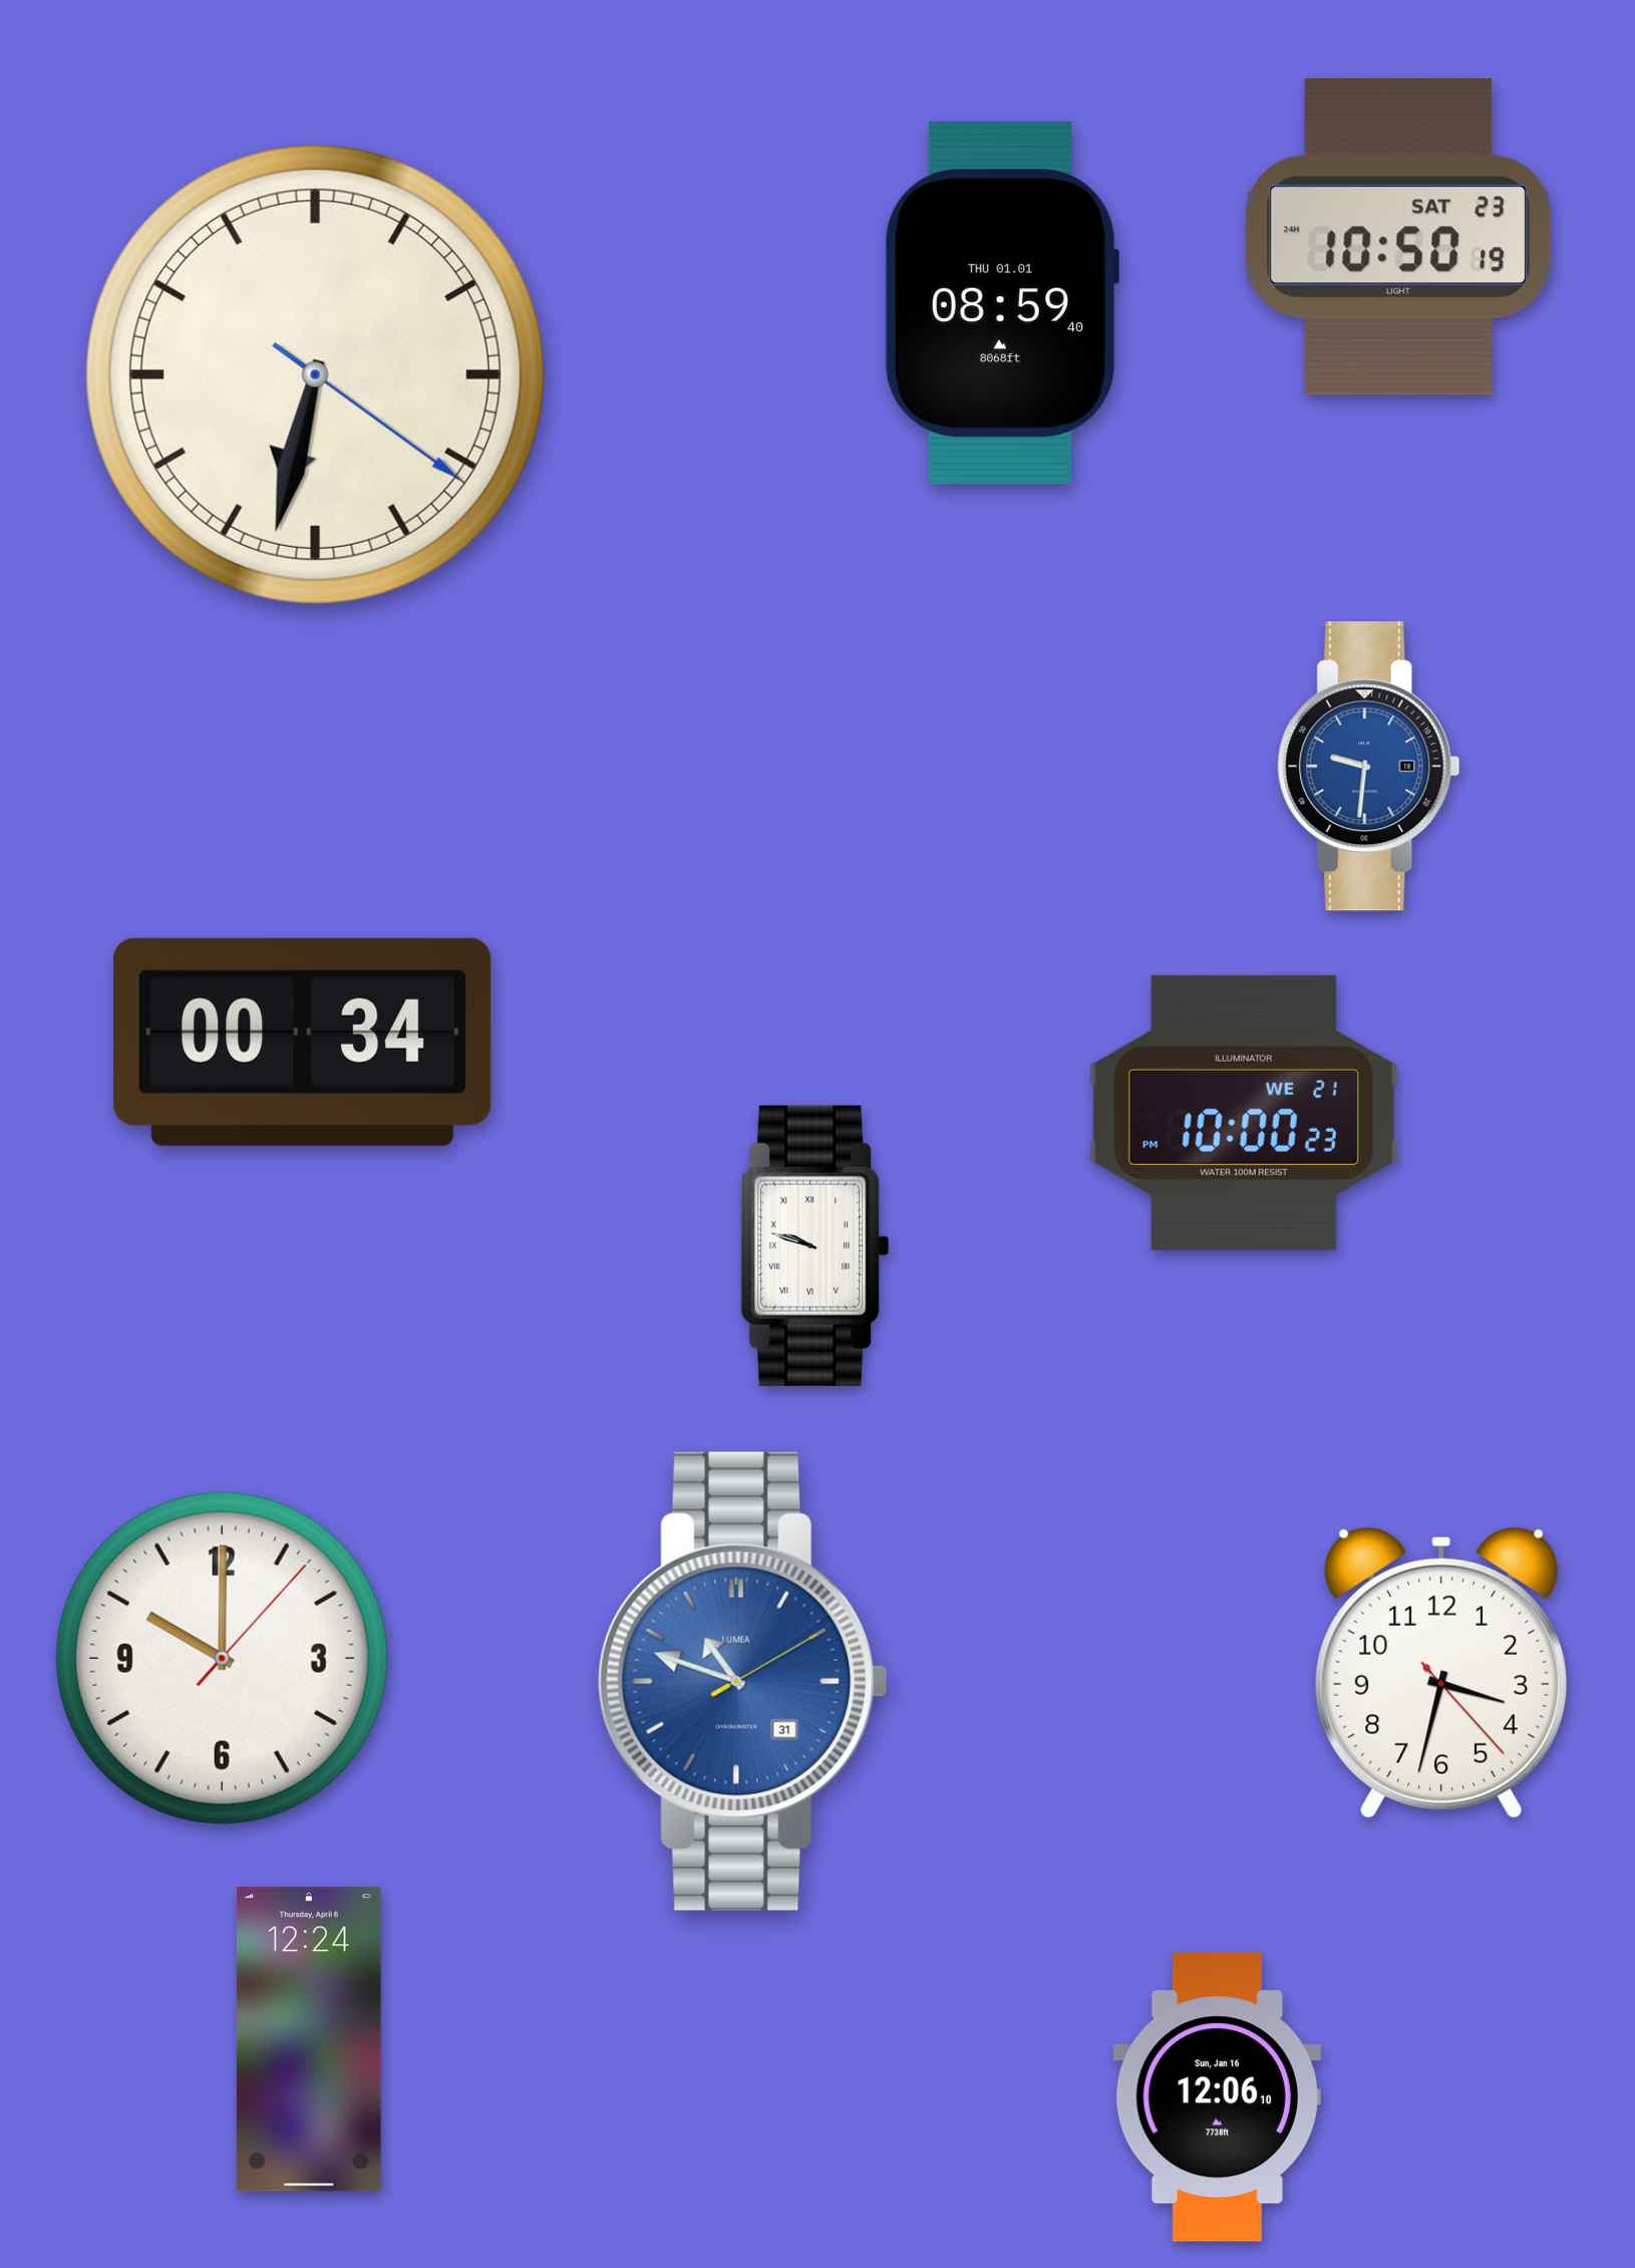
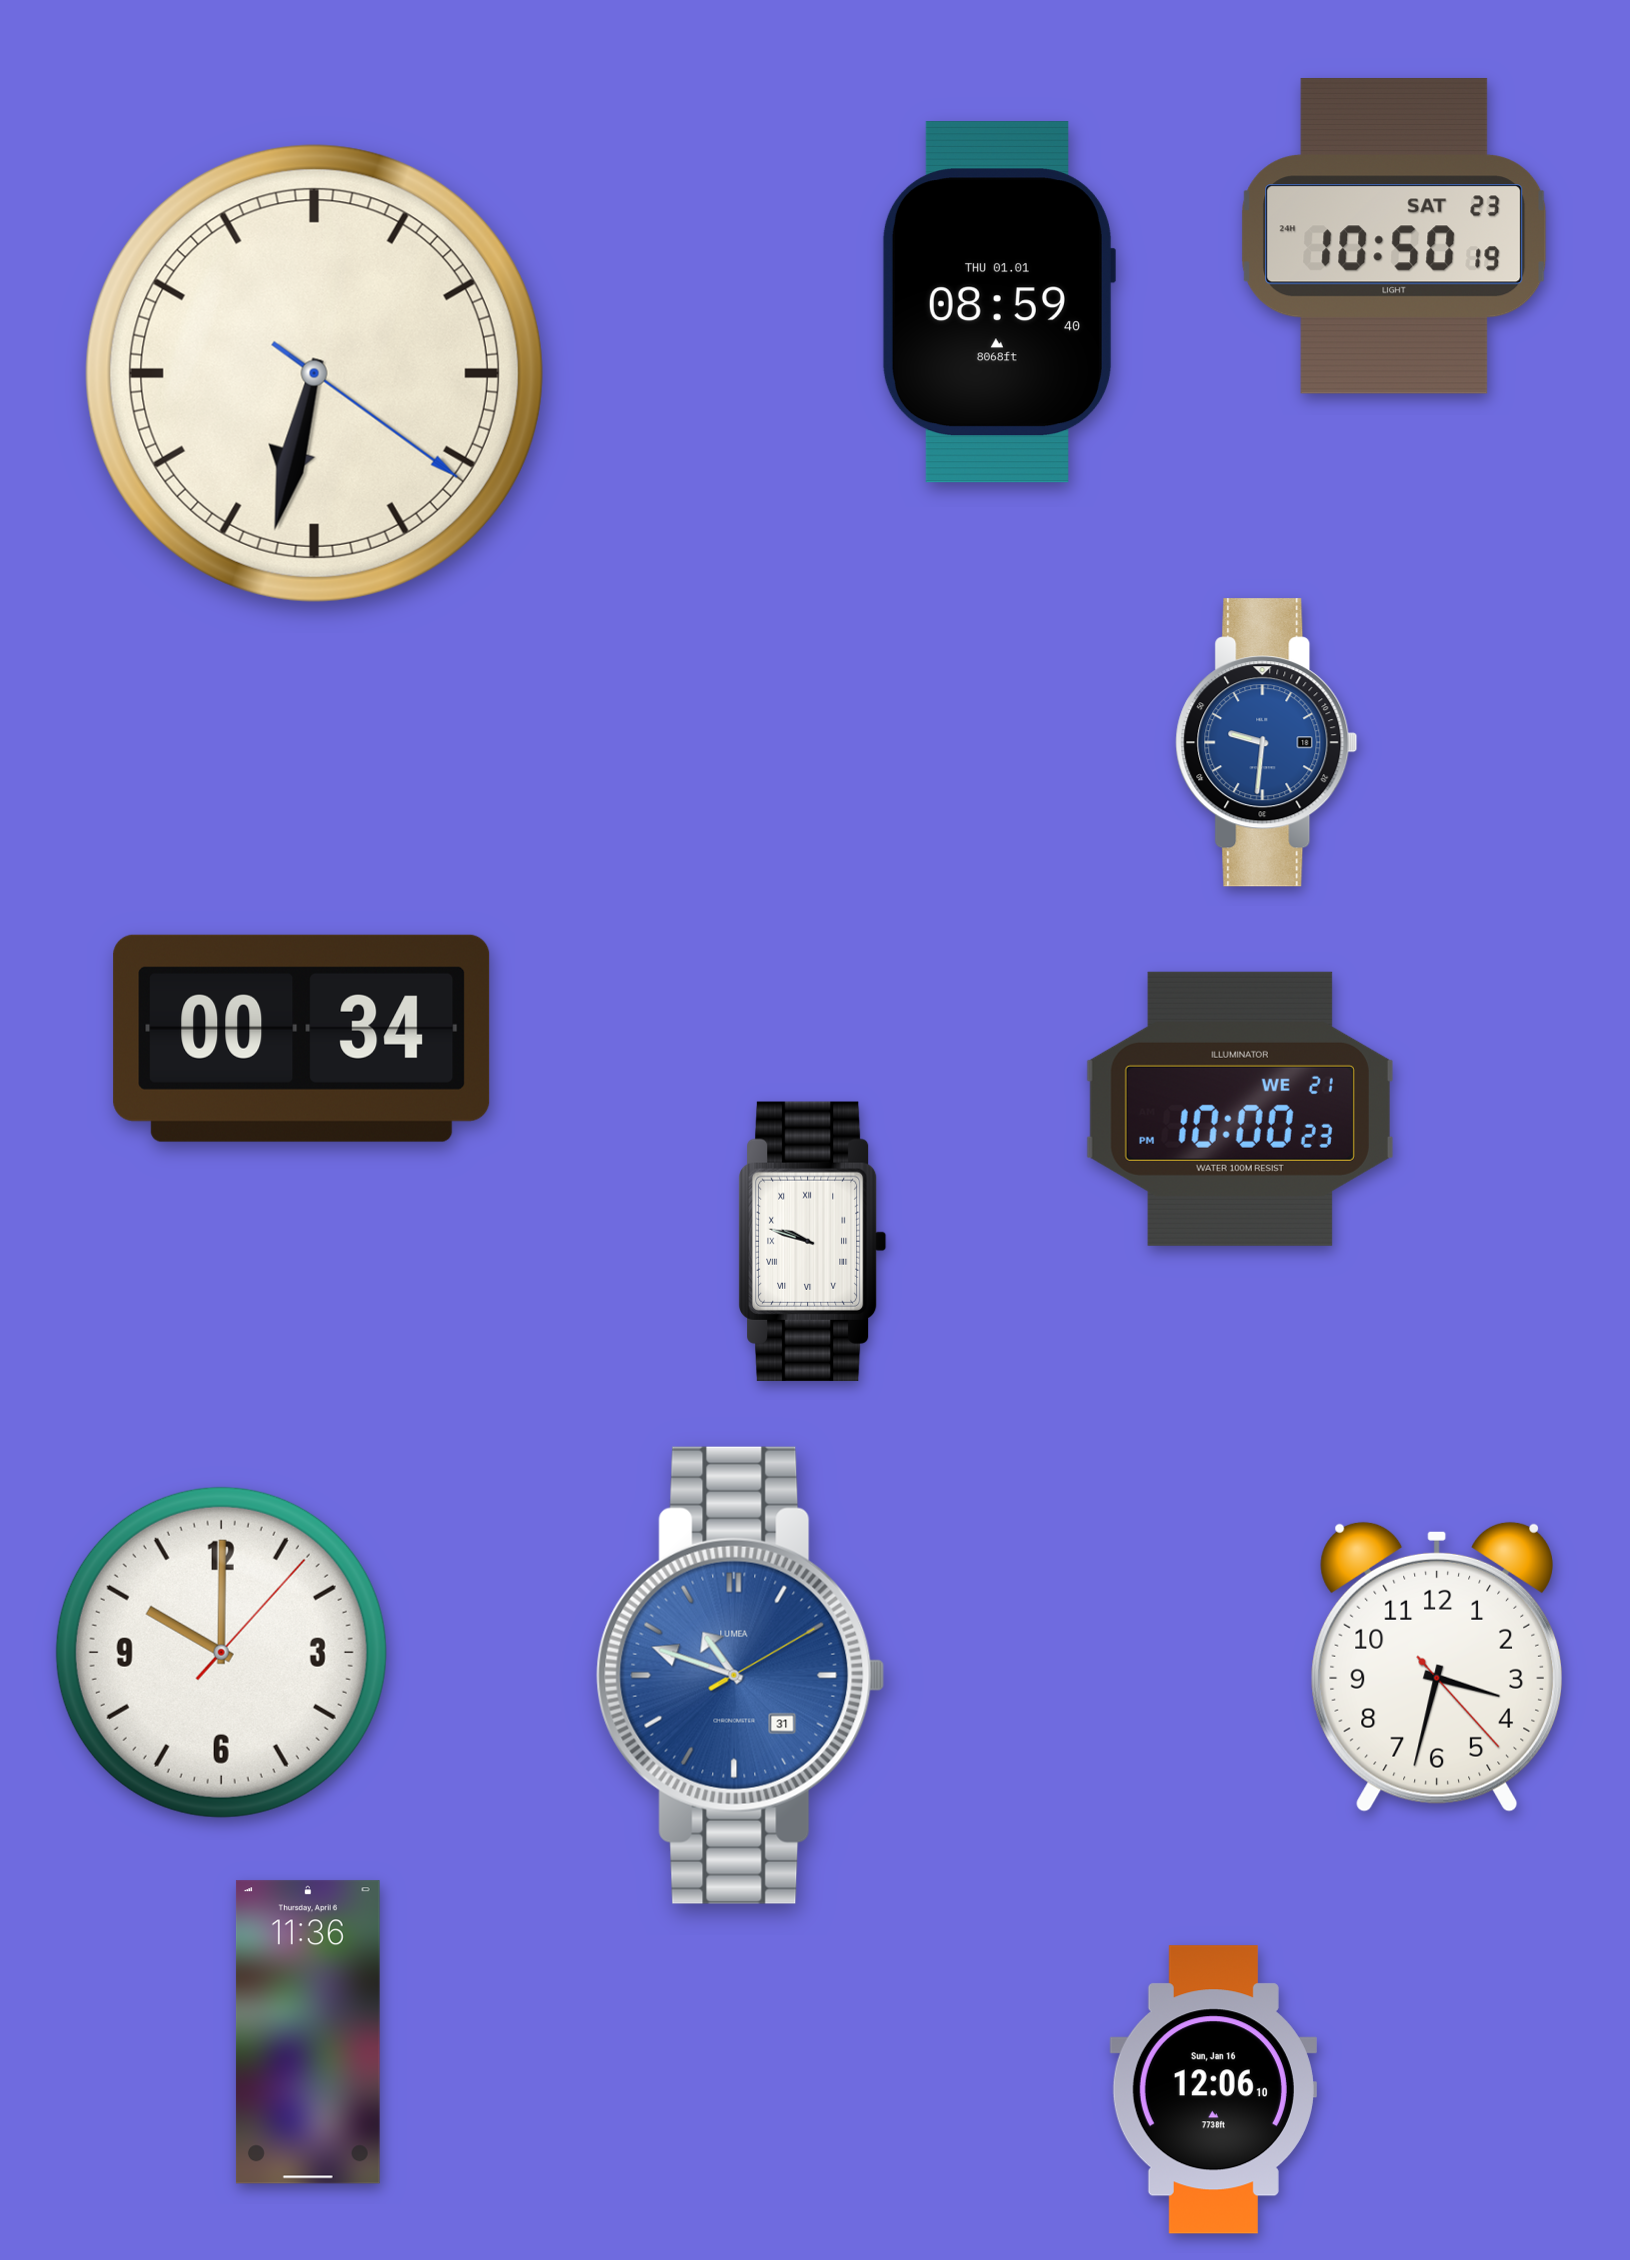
clock at (1369, 767) position: (1369, 767) -> (1267, 743)
clock at (309, 2039): 12:24 -> 11:36
